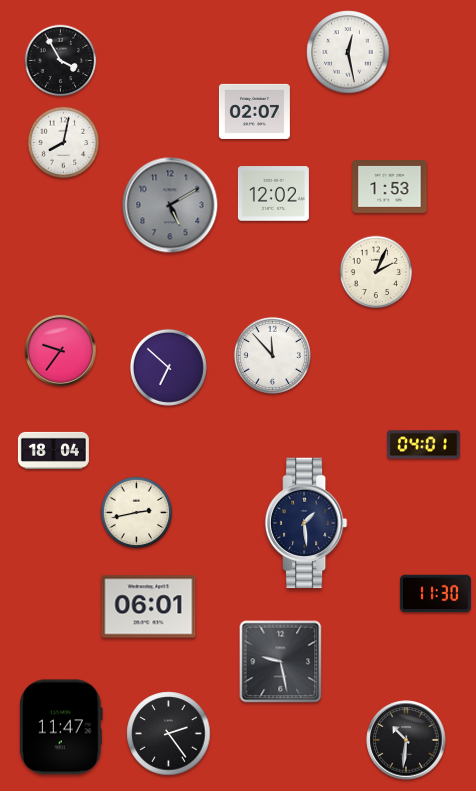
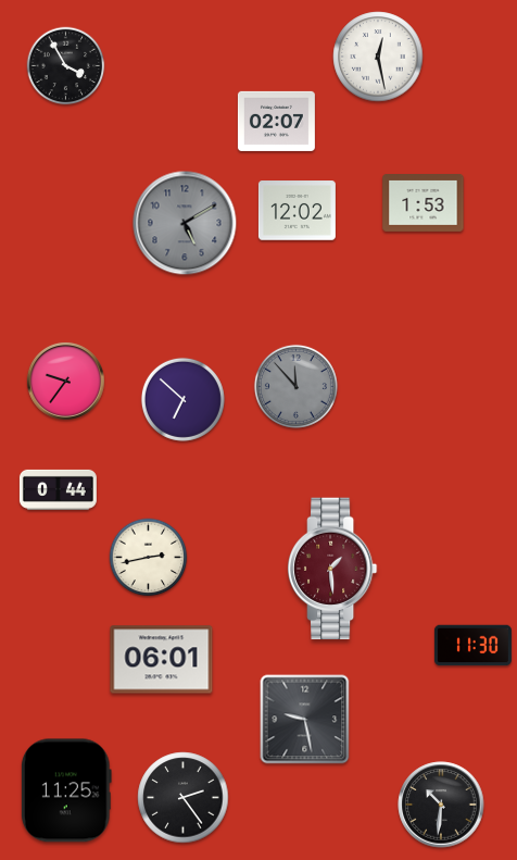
clock at (64, 143): 8:02 -> none
clock at (376, 272): 2:04 -> none
clock at (272, 355) dial: white -> grey
clock at (424, 445): 04:01 -> none
clock at (53, 450): 18:04 -> 0:44
clock at (306, 523) dial: navy -> burgundy
clock at (61, 727): 11:47 -> 11:25
